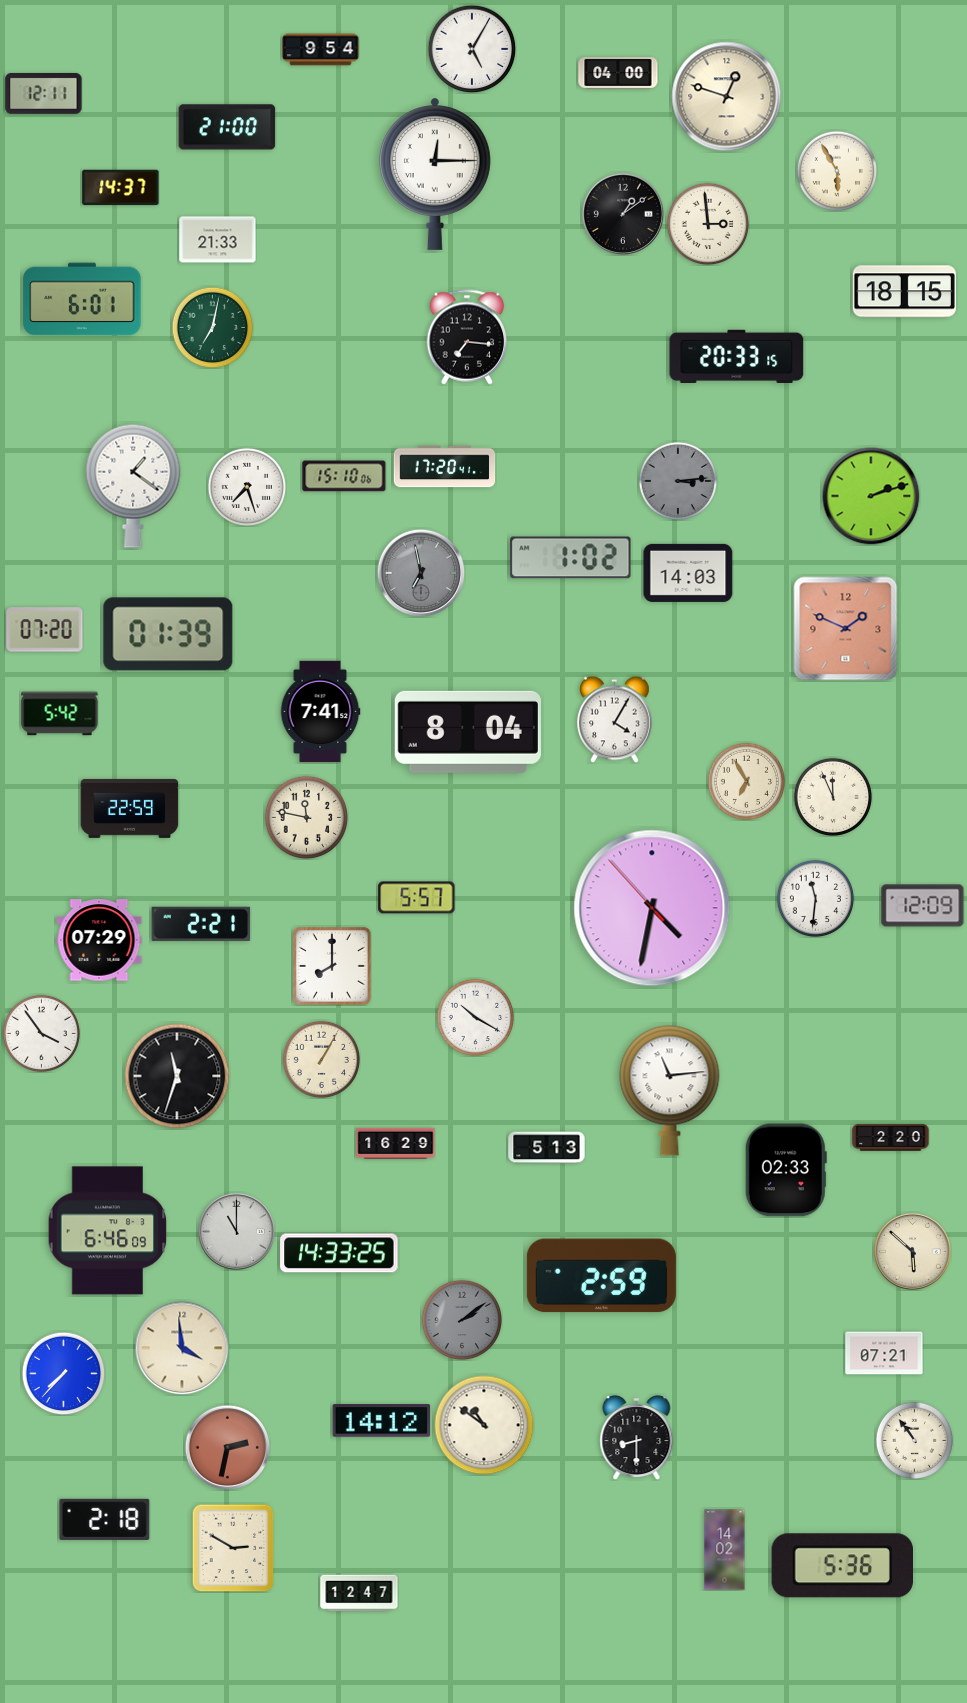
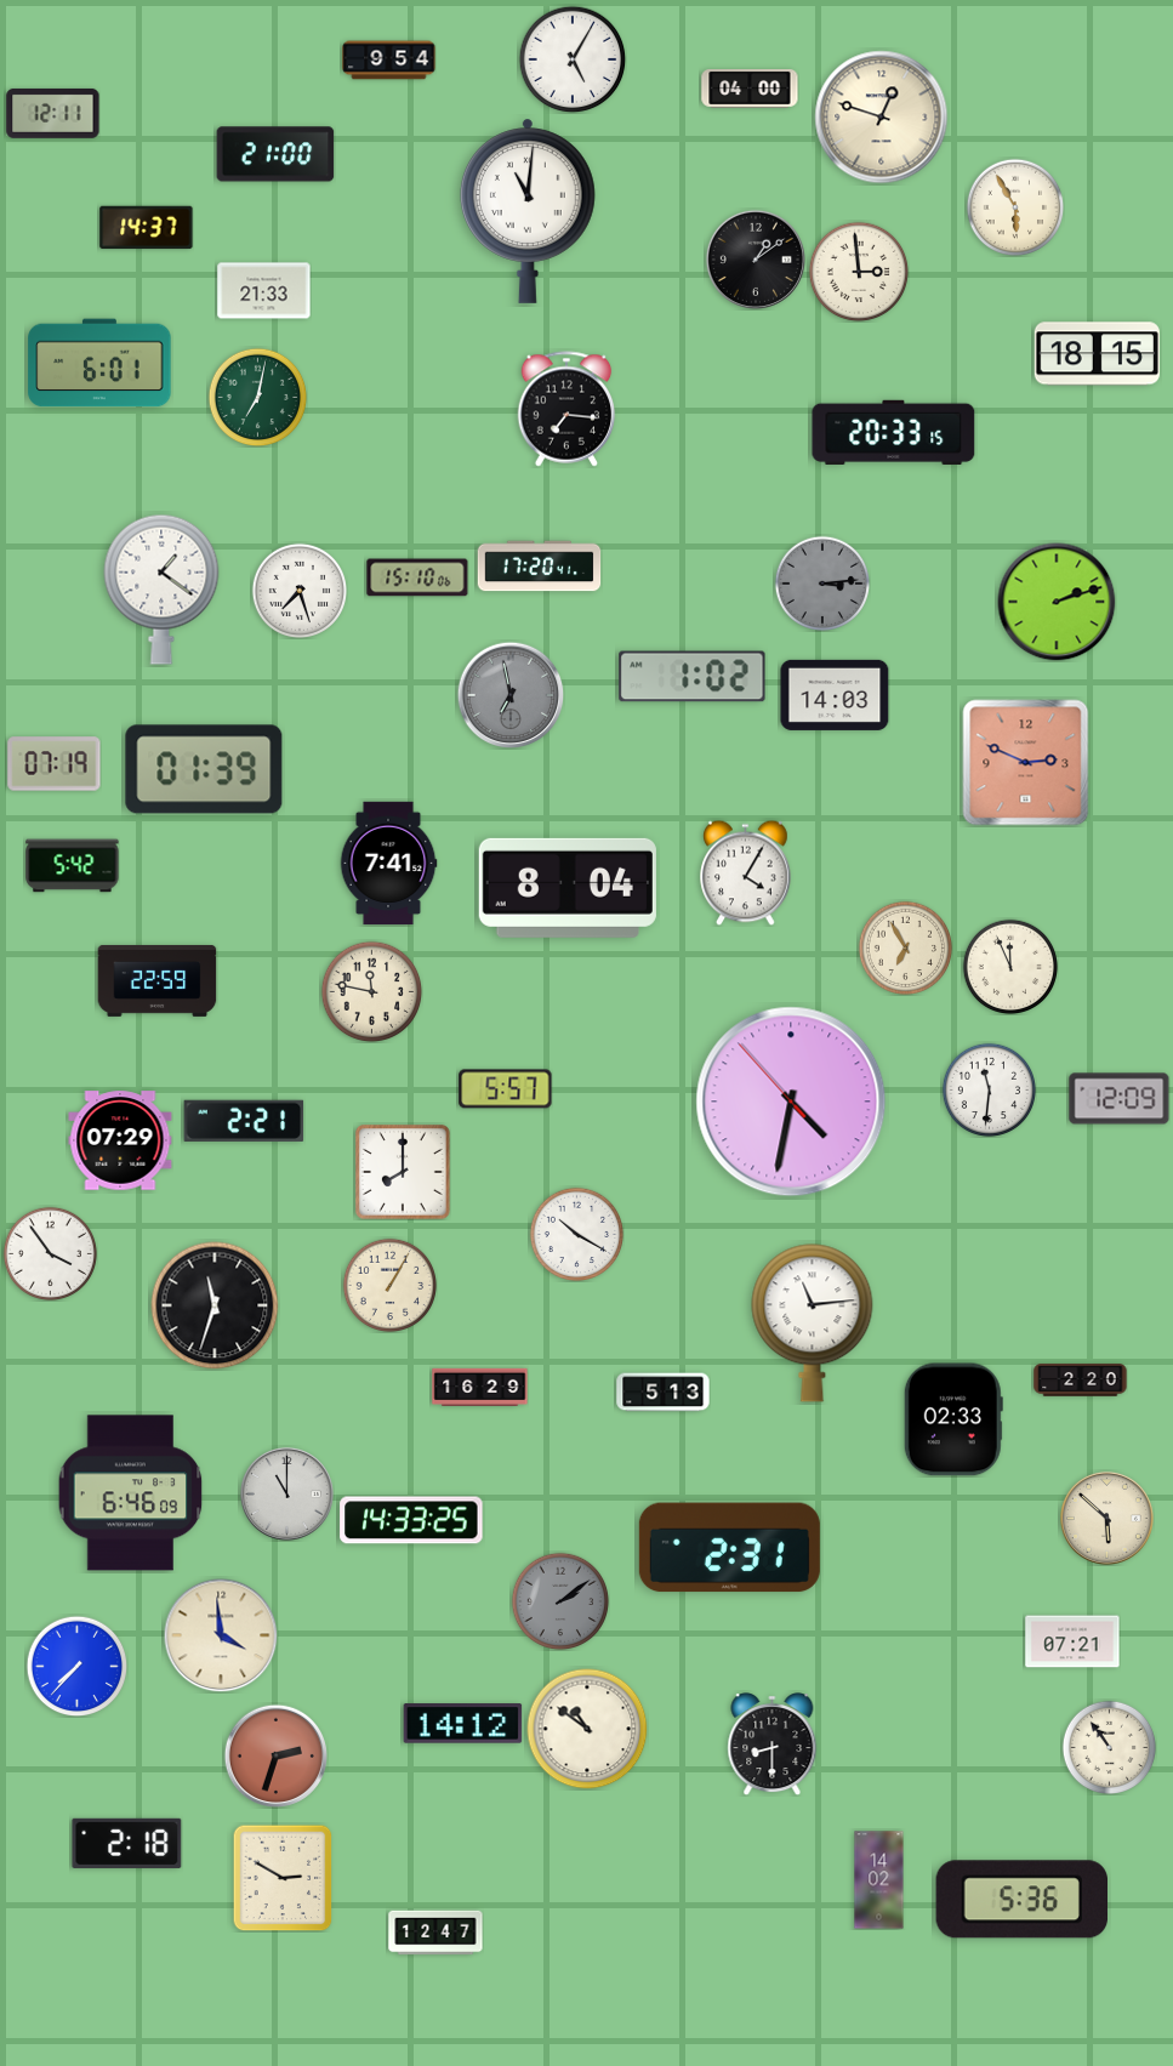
clock at (435, 174): 12:15 -> 11:01
clock at (846, 629): 1:49 -> 2:49
clock at (45, 630): 07:20 -> 07:19
clock at (601, 1276): 2:59 -> 2:31
clock at (227, 1447): 2:32 -> 2:33
